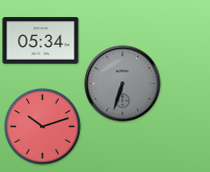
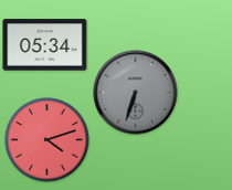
clock at (43, 127): 10:12 -> 4:12
